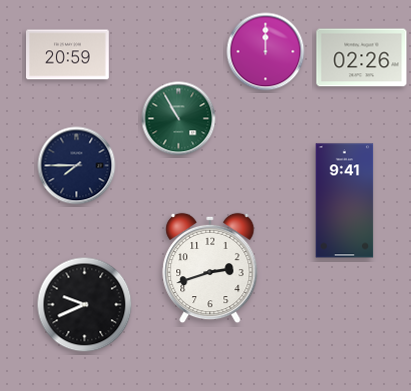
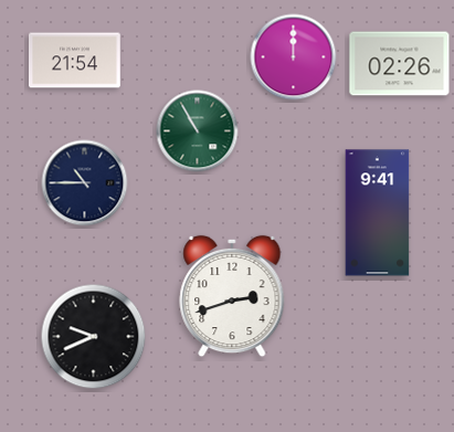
clock at (68, 55): 20:59 -> 21:54
clock at (77, 166): 7:45 -> 10:45
clock at (345, 201) position: (345, 201) -> (378, 213)
